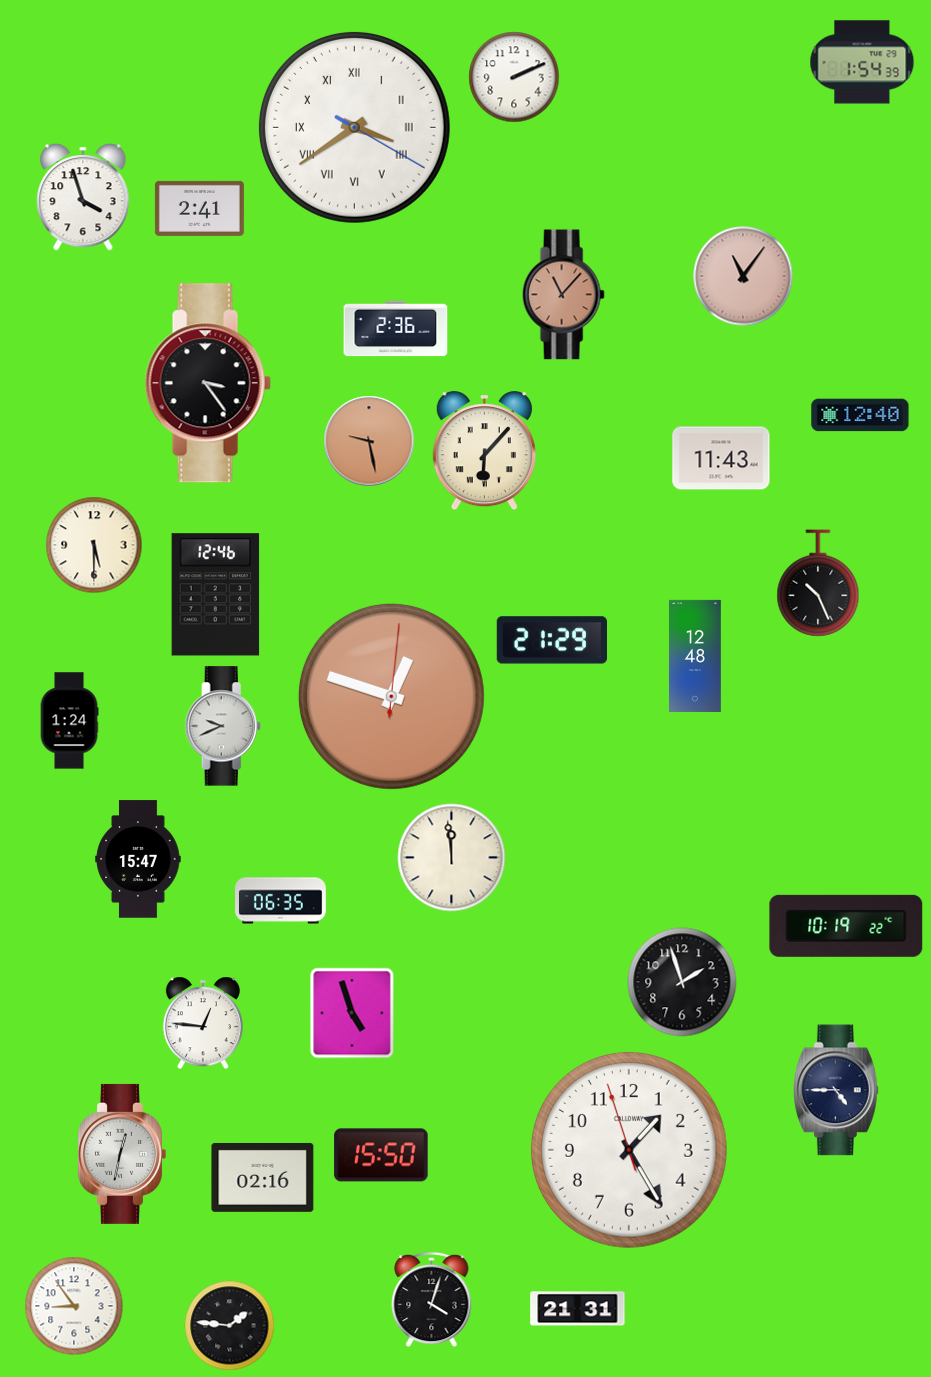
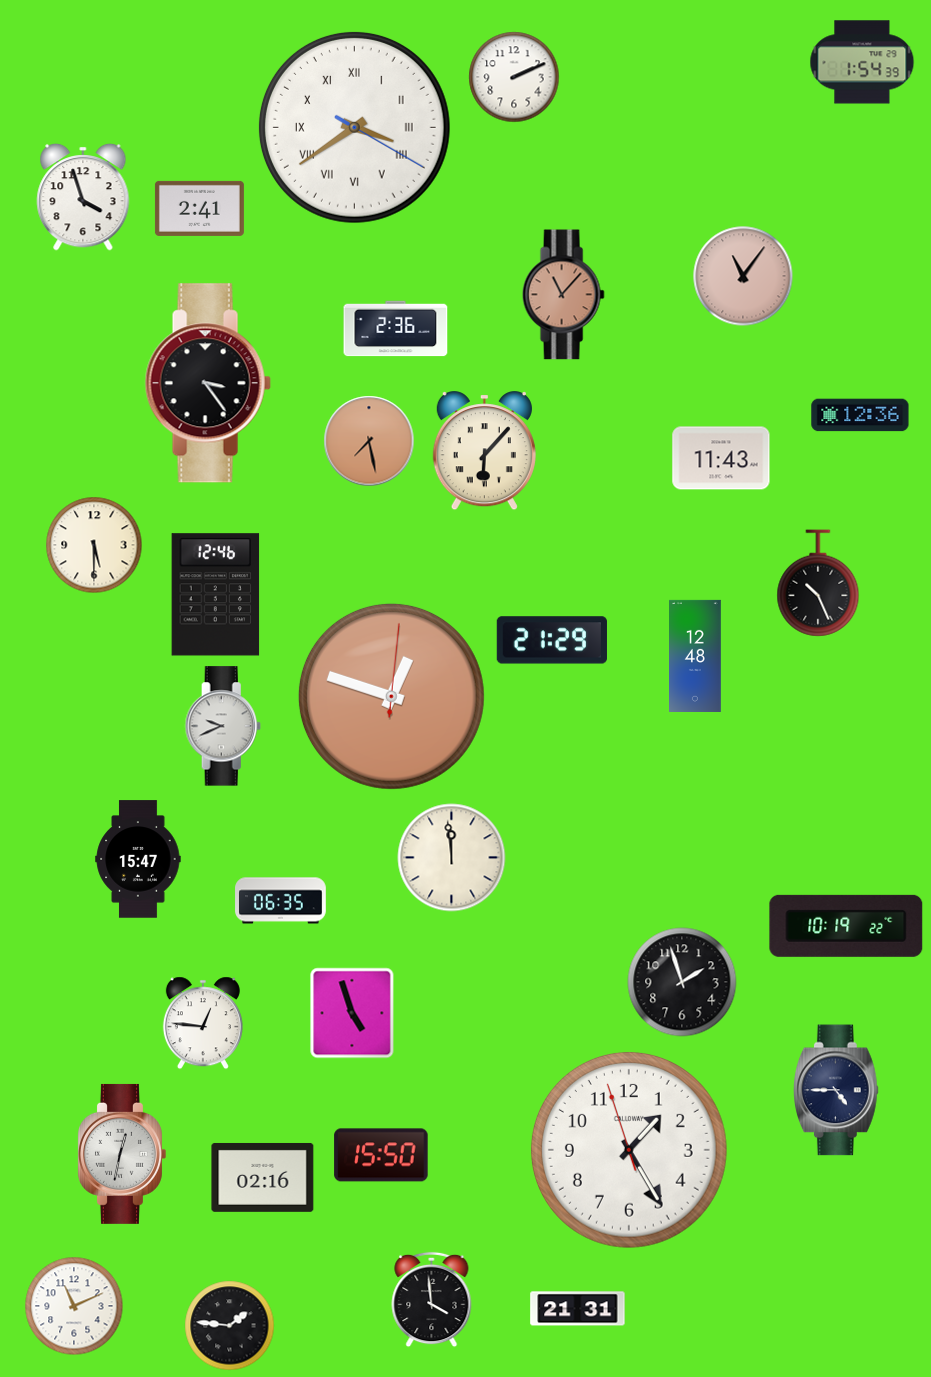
clock at (860, 415): 12:40 -> 12:36
clock at (369, 441): 9:28 -> 7:28
clock at (69, 721): 1:24 -> none
clock at (432, 1300): 4:03 -> 3:59
clock at (74, 1306): 8:54 -> 11:11
